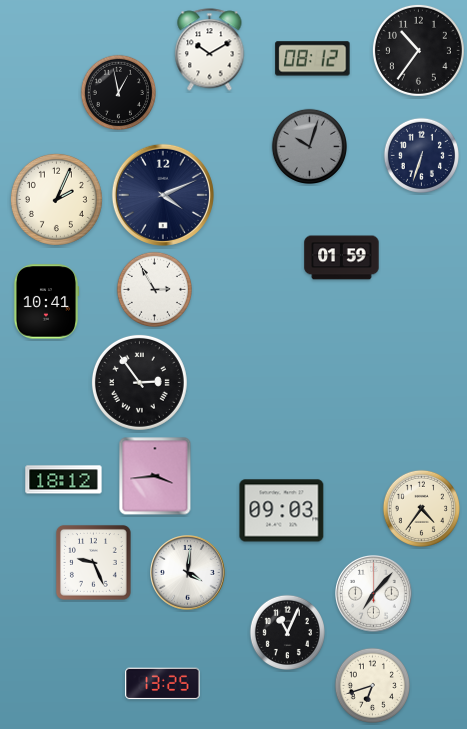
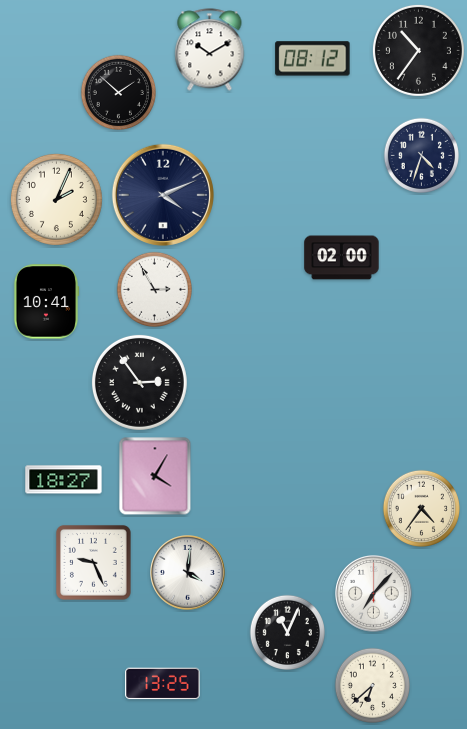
clock at (118, 92): 12:58 -> 1:52
clock at (309, 146): 10:03 -> none
clock at (421, 155): 6:33 -> 4:33
clock at (342, 258): 01:59 -> 02:00
clock at (155, 476): 3:44 -> 4:05
clock at (64, 480): 18:12 -> 18:27
clock at (282, 511): 09:03 -> none
clock at (372, 685): 6:42 -> 6:38
